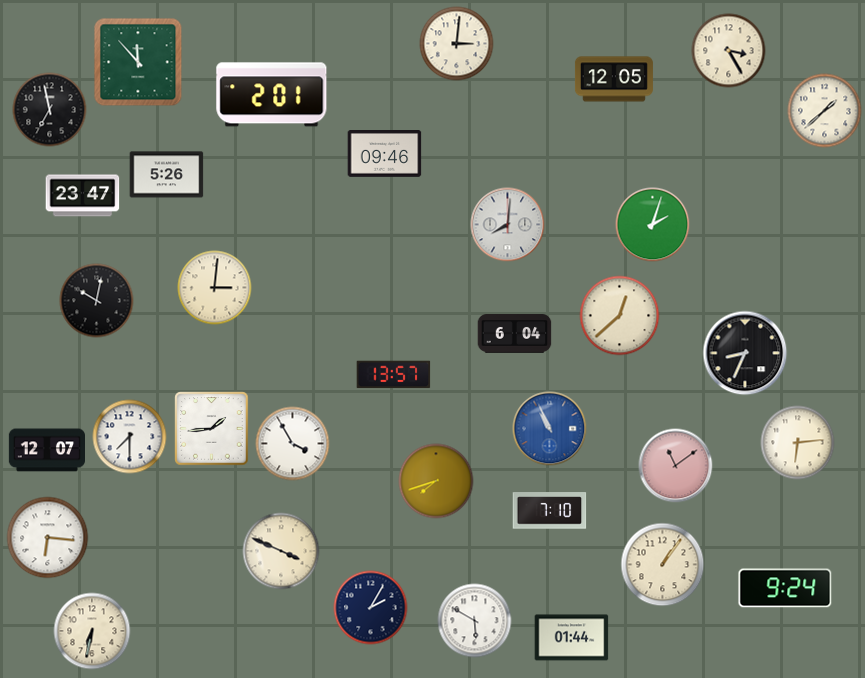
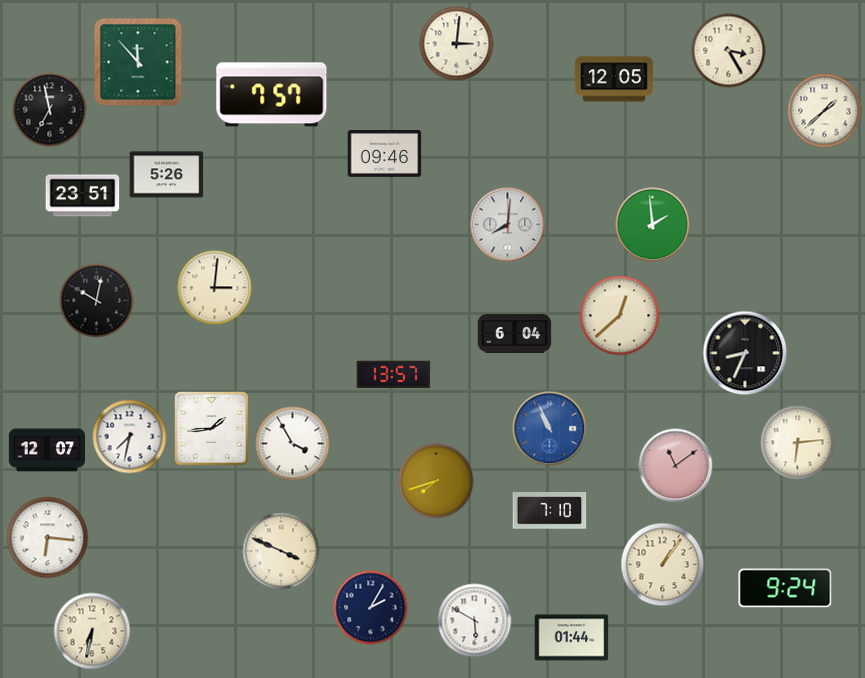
clock at (272, 95): 2:01 -> 7:57
clock at (83, 196): 23:47 -> 23:51
clock at (653, 225): 2:03 -> 1:59
clock at (130, 437): 7:30 -> 7:32
